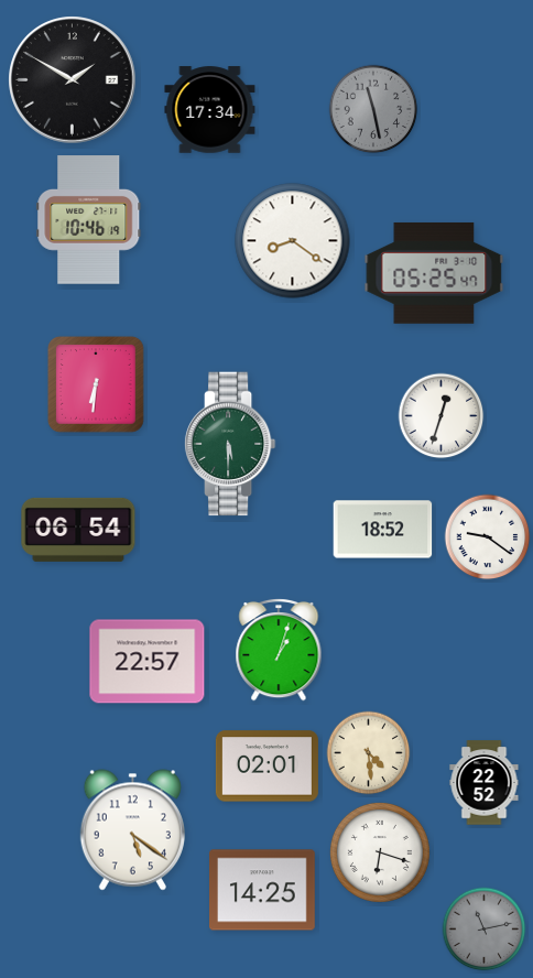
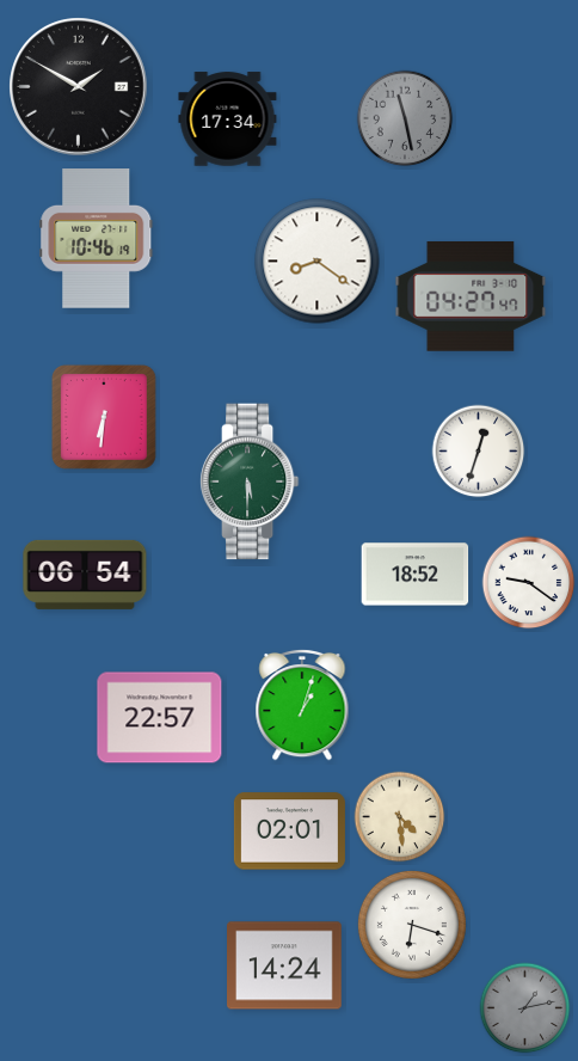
clock at (434, 273): 05:25 -> 04:27
clock at (485, 783): 22:52 -> none
clock at (132, 830): 5:21 -> none
clock at (263, 890): 14:25 -> 14:24
clock at (485, 930): 11:13 -> 1:13
